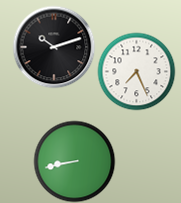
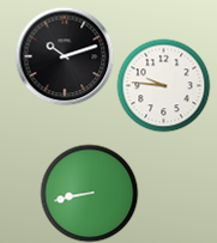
clock at (136, 71): 7:26 -> 9:46
